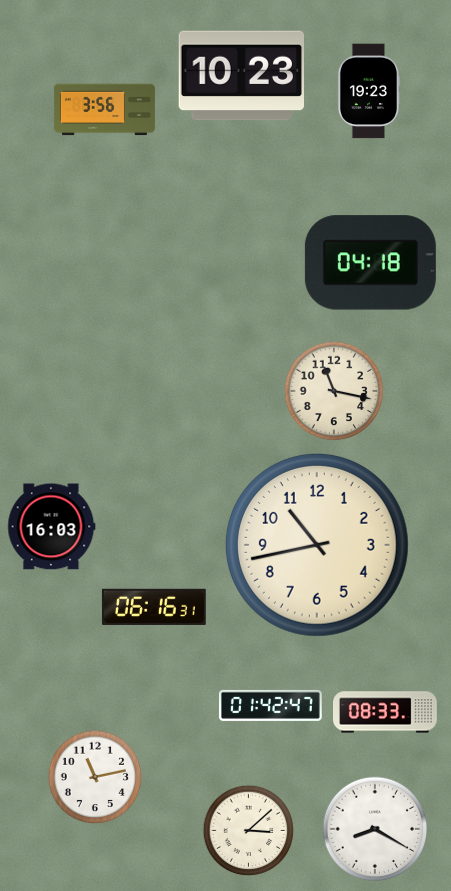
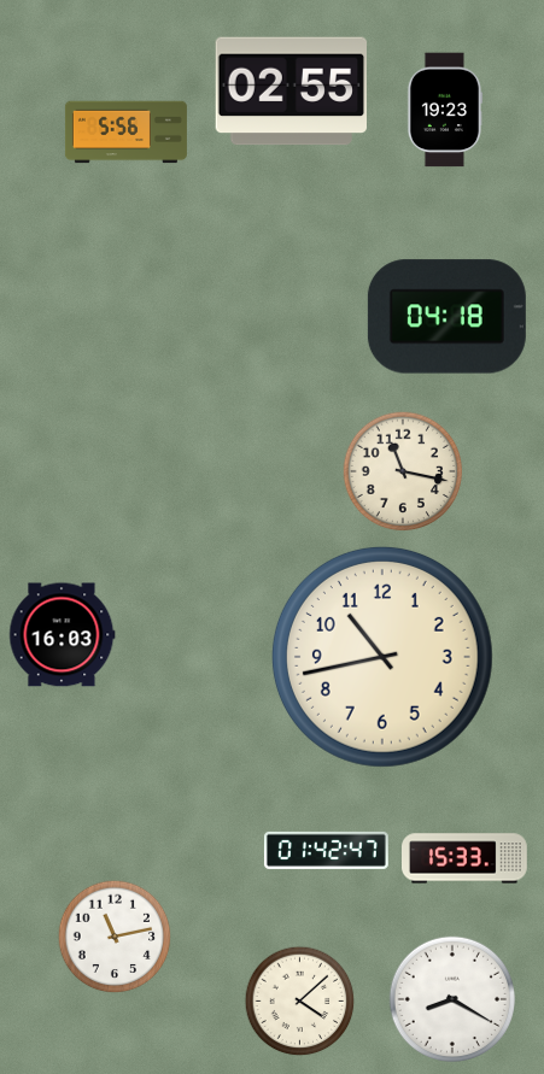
clock at (241, 76): 10:23 -> 02:55
clock at (104, 110): 3:56 -> 5:56
clock at (154, 607): 06:16 -> none
clock at (386, 712): 08:33 -> 15:33
clock at (249, 831): 3:08 -> 4:08
